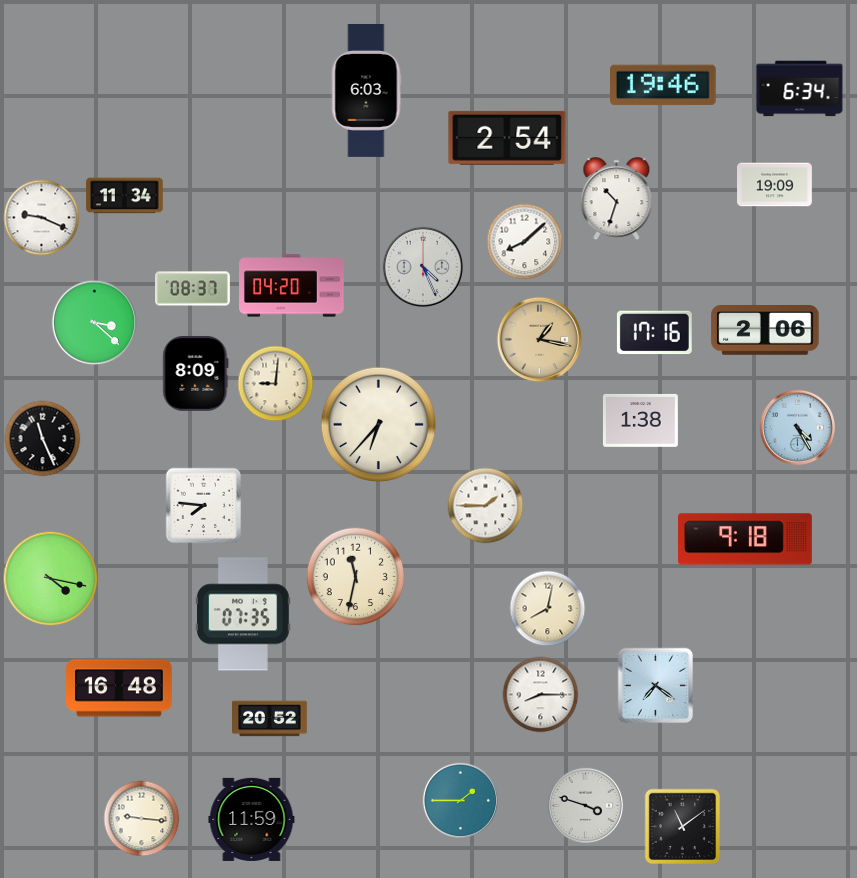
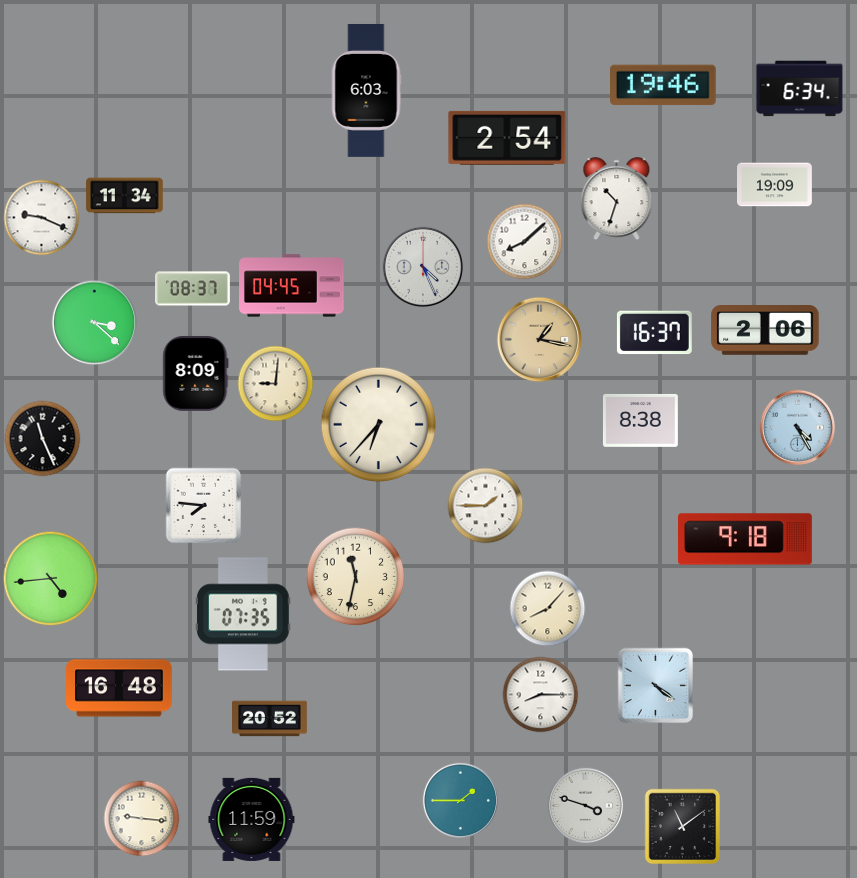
clock at (292, 286): 04:20 -> 04:45
clock at (654, 333): 17:16 -> 16:37
clock at (640, 420): 1:38 -> 8:38
clock at (51, 579): 4:17 -> 4:44
clock at (548, 609): 8:02 -> 8:07
clock at (656, 686): 7:21 -> 4:21
